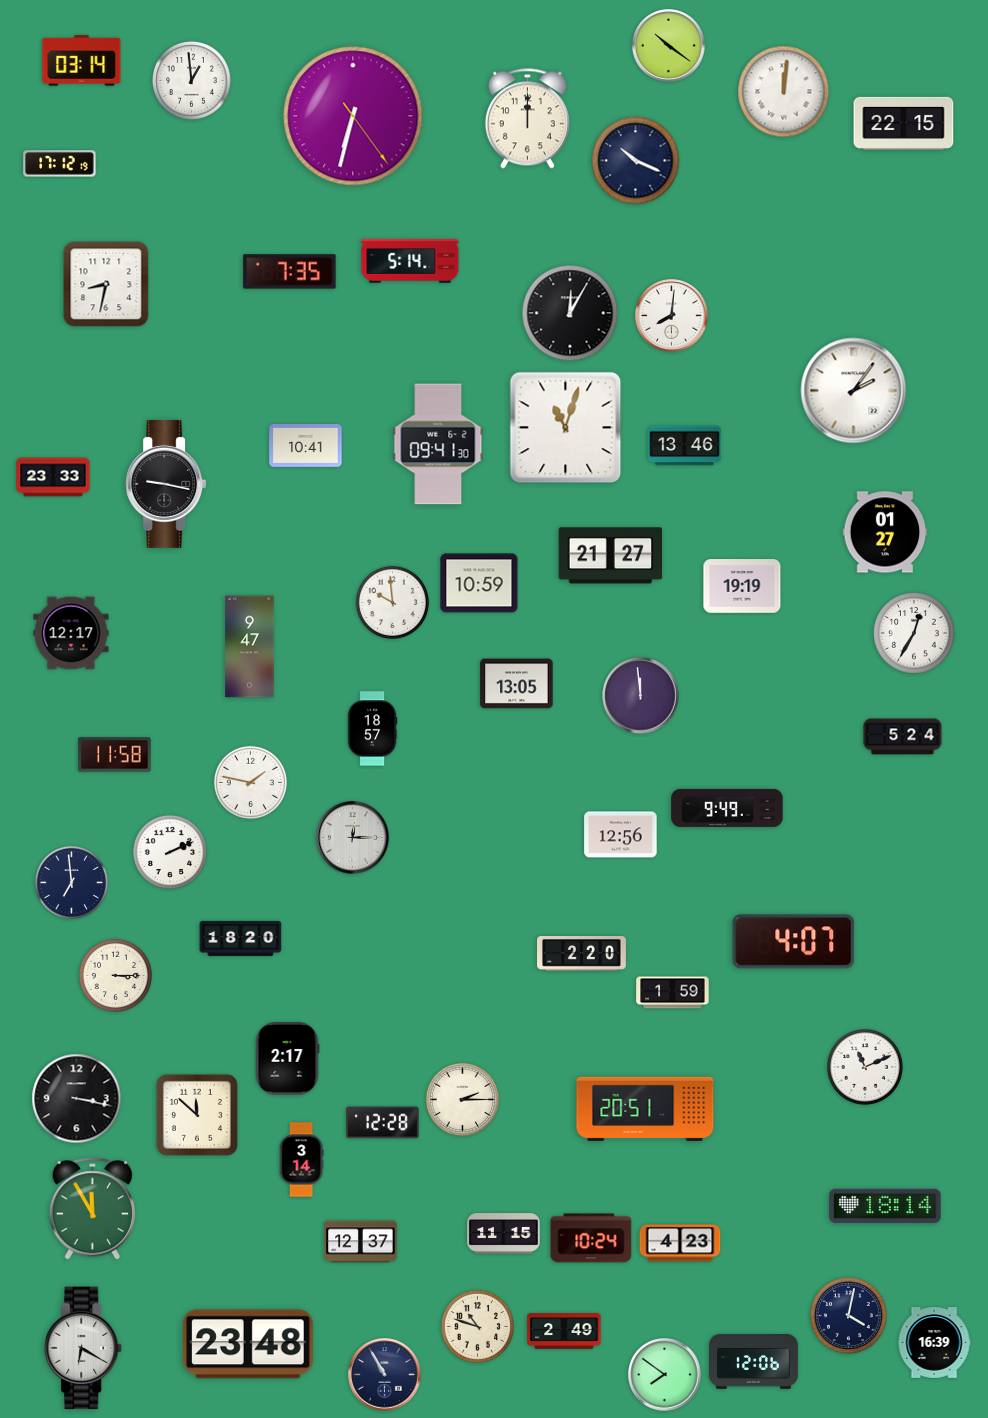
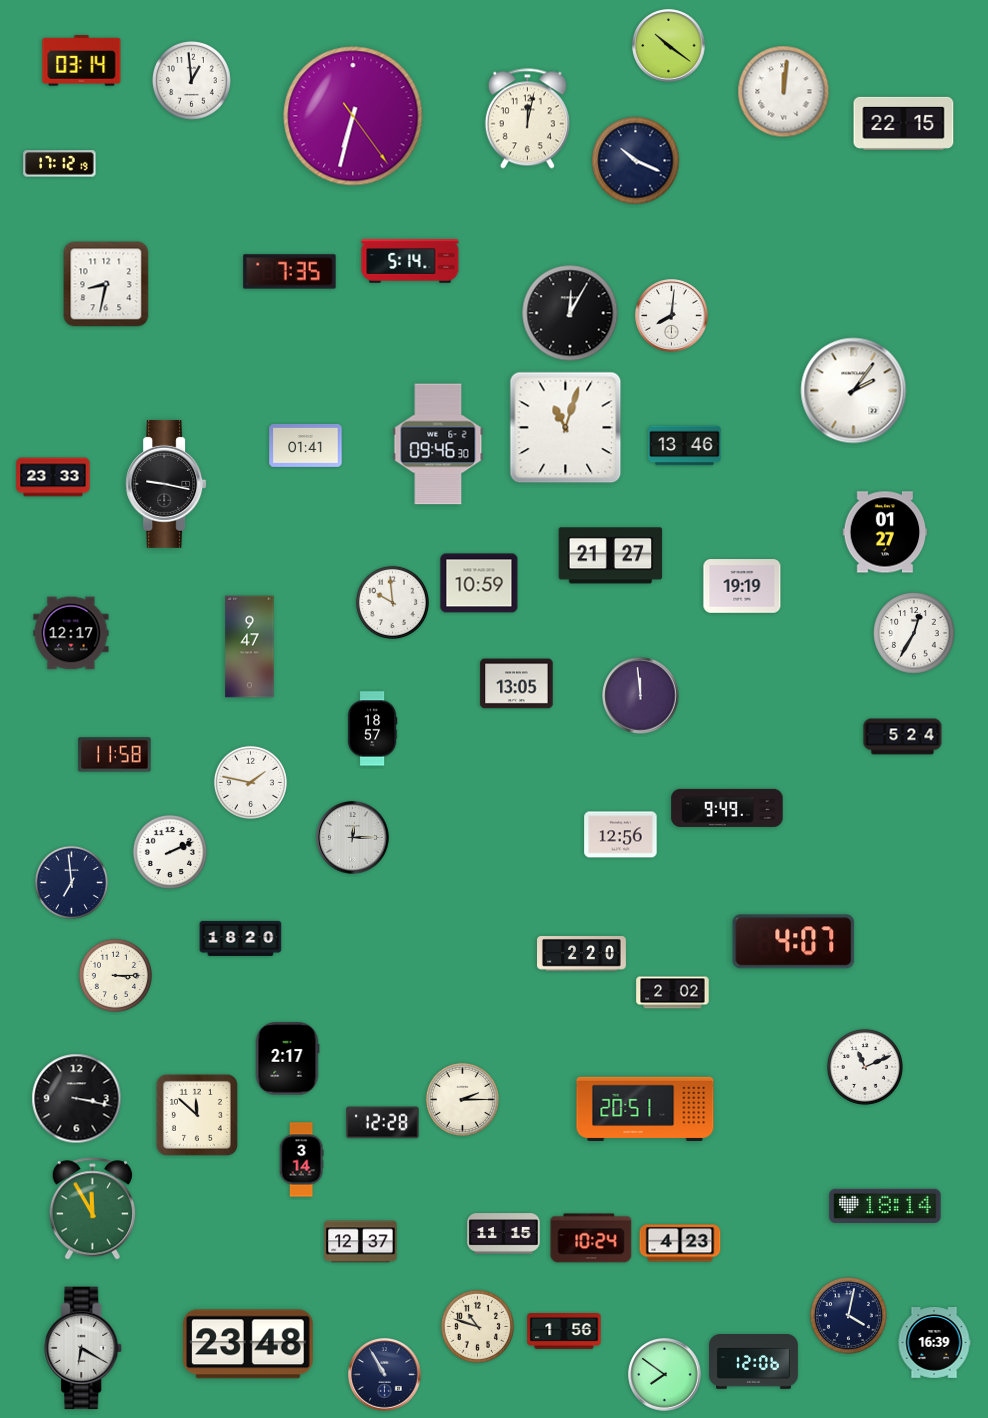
clock at (527, 119): 12:00 -> 12:02
clock at (438, 444): 09:41 -> 09:46
clock at (306, 445): 10:41 -> 01:41
clock at (673, 993): 1:59 -> 2:02
clock at (564, 1332): 2:49 -> 1:56
